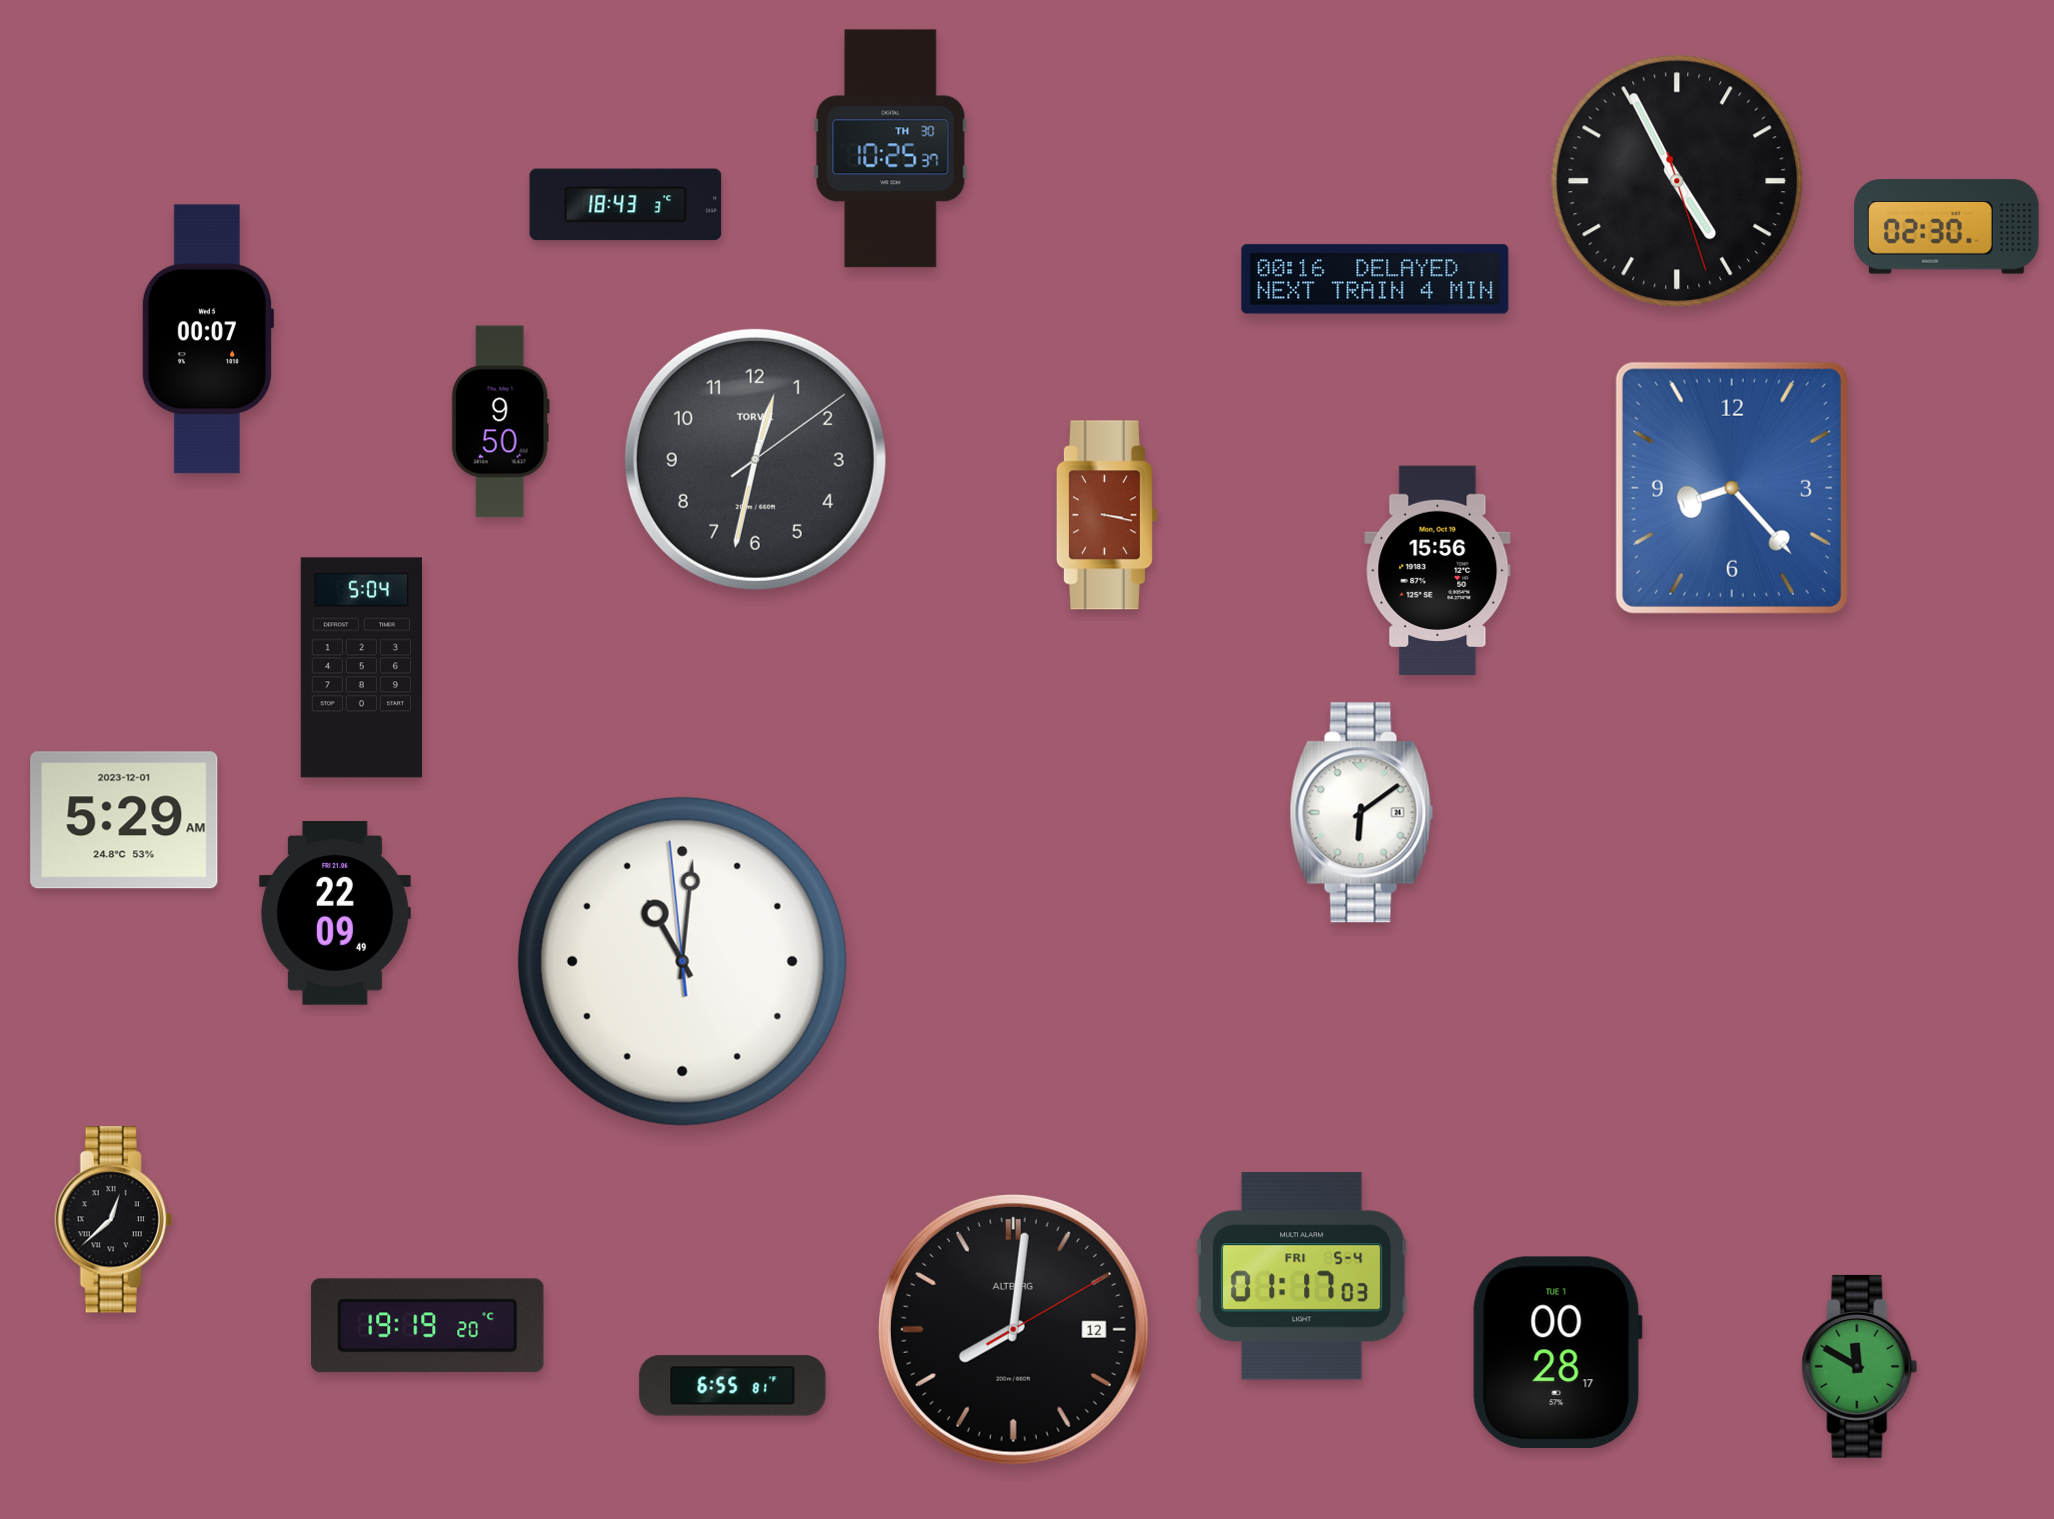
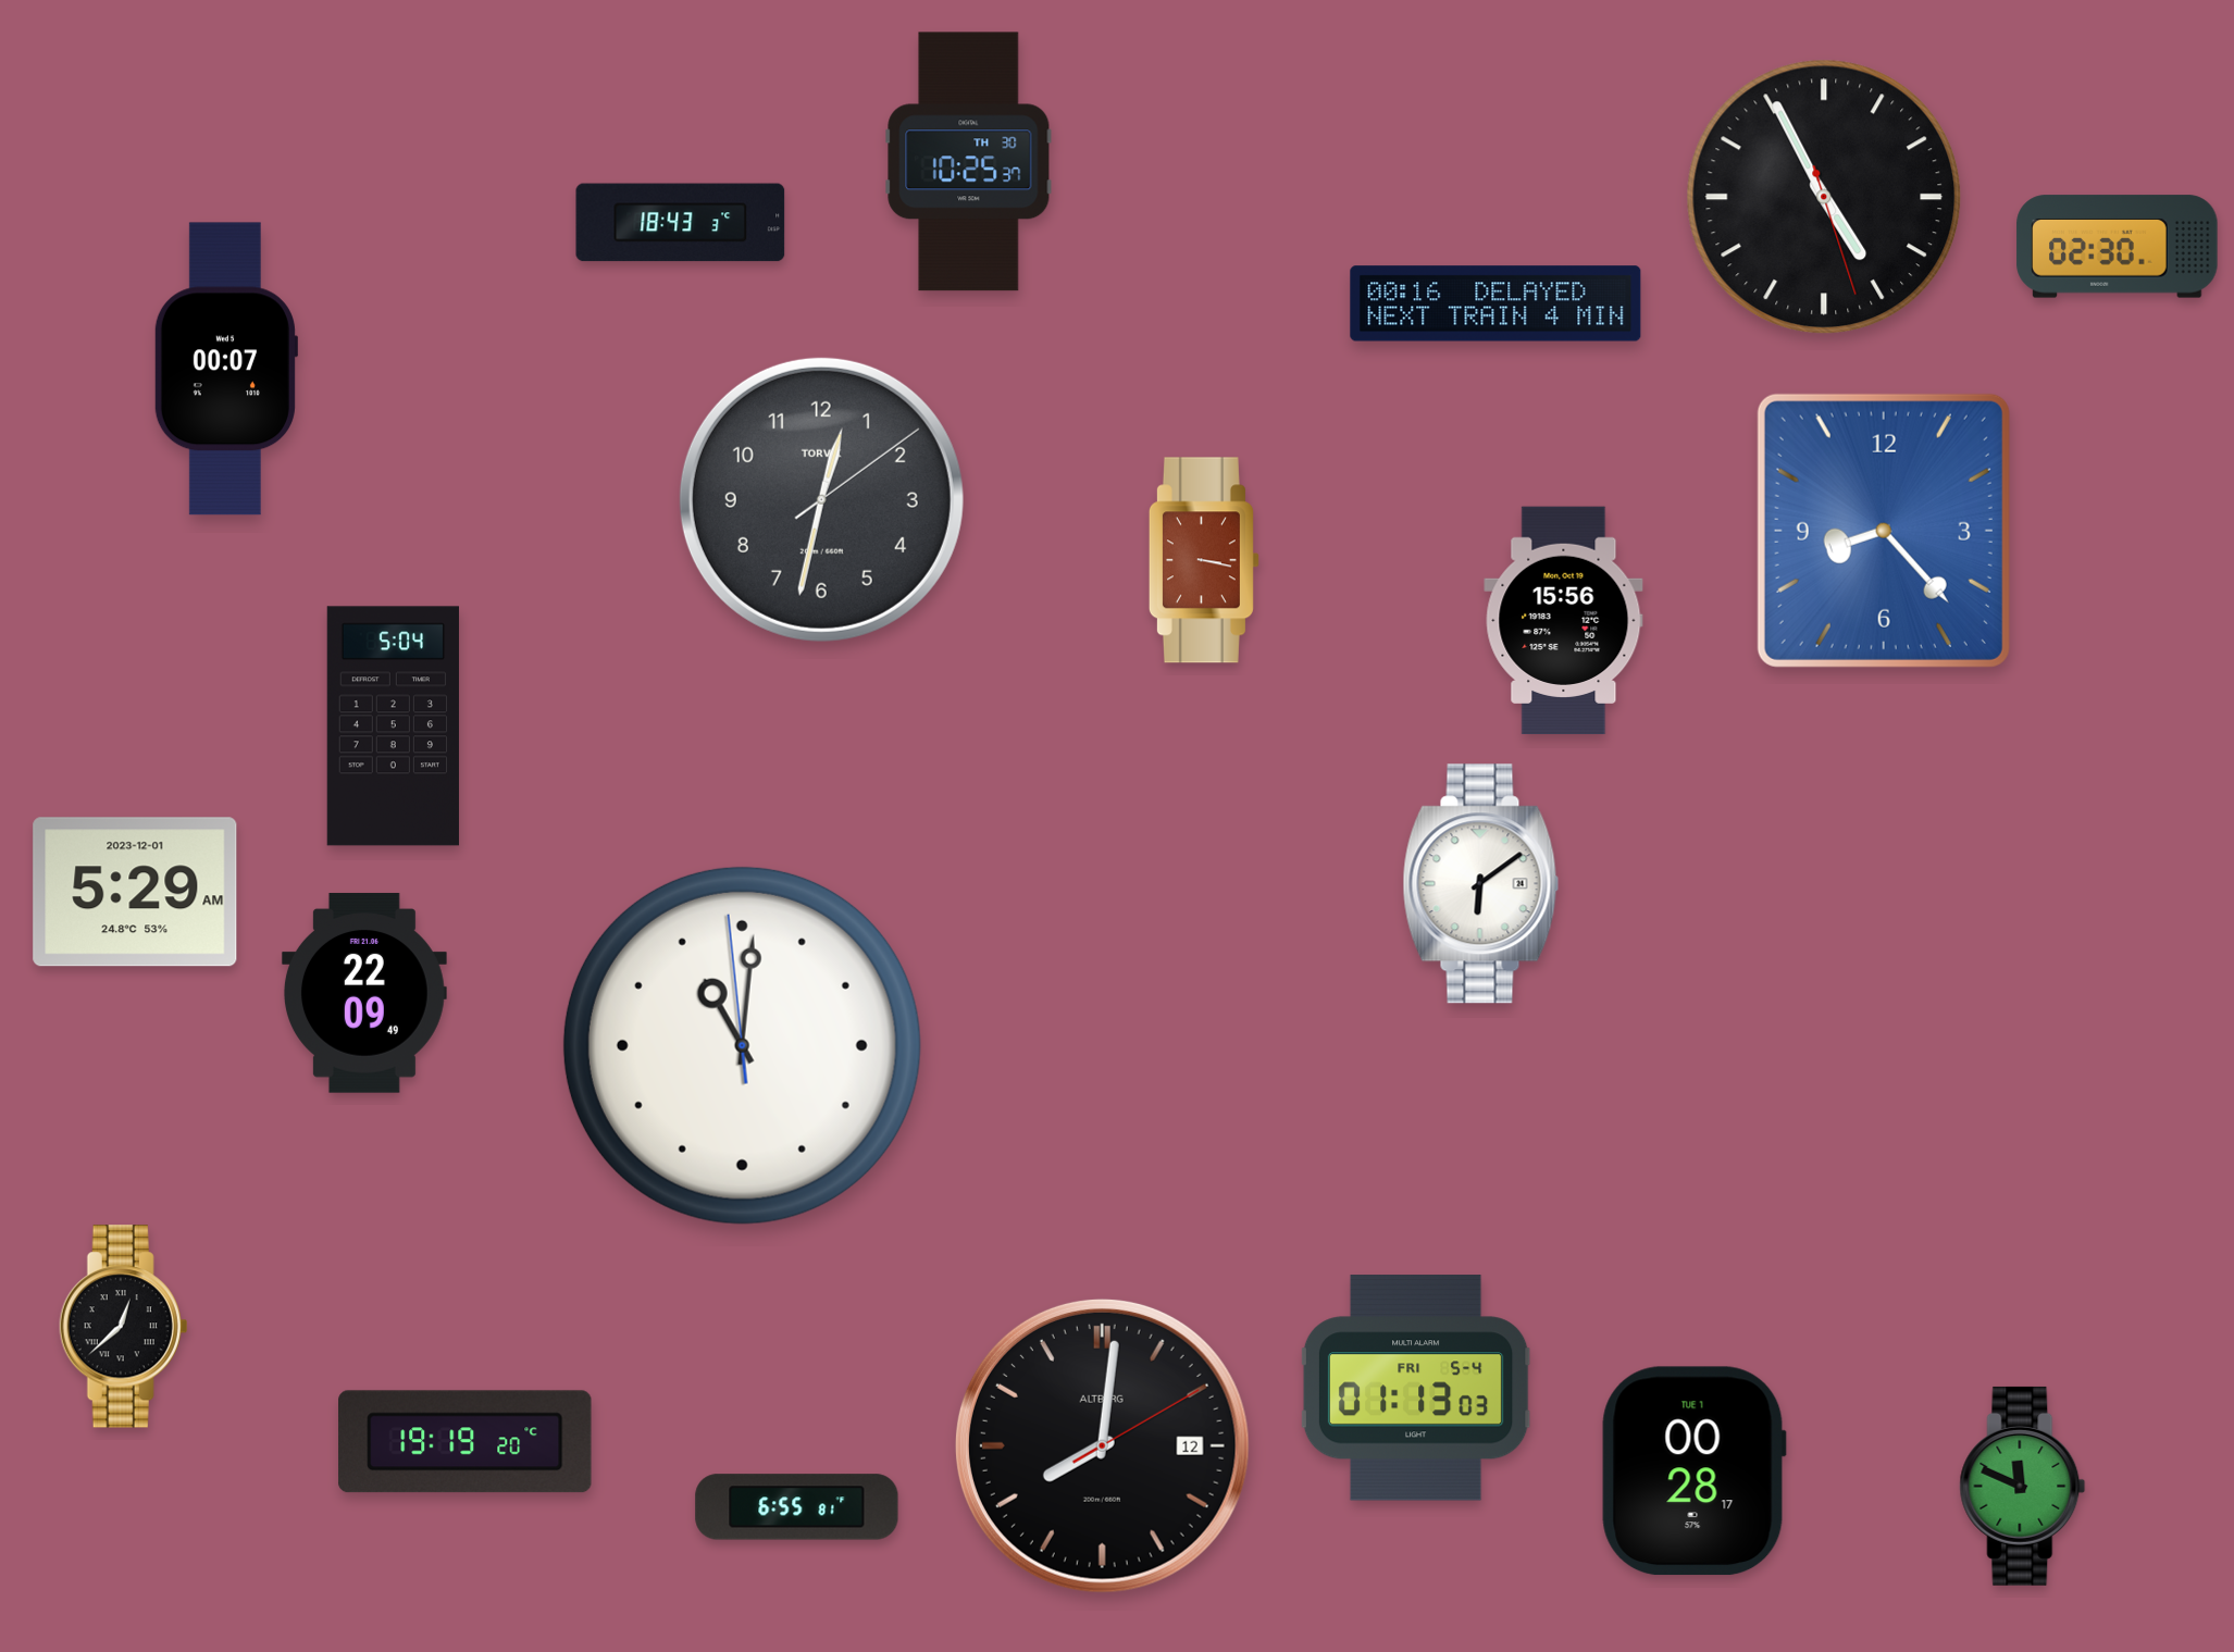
clock at (500, 422): 9:50 -> none
clock at (1302, 1276): 01:17 -> 01:13
clock at (1860, 1366): 11:50 -> 11:49
